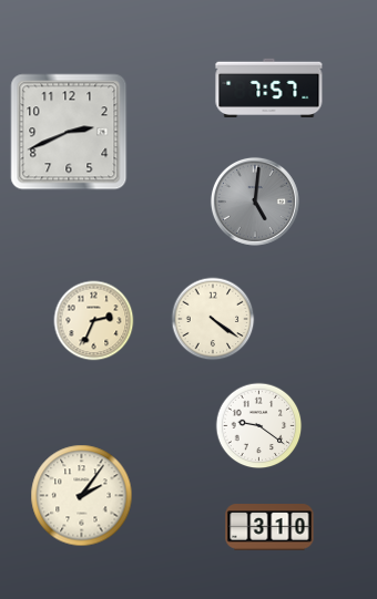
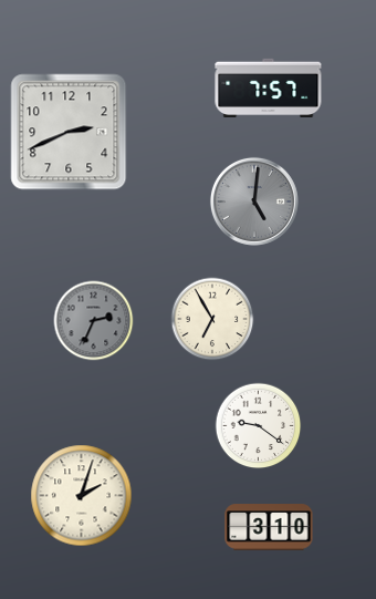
clock at (213, 319): 4:21 -> 6:55
clock at (94, 321) dial: cream -> grey
clock at (82, 496): 2:06 -> 2:03
